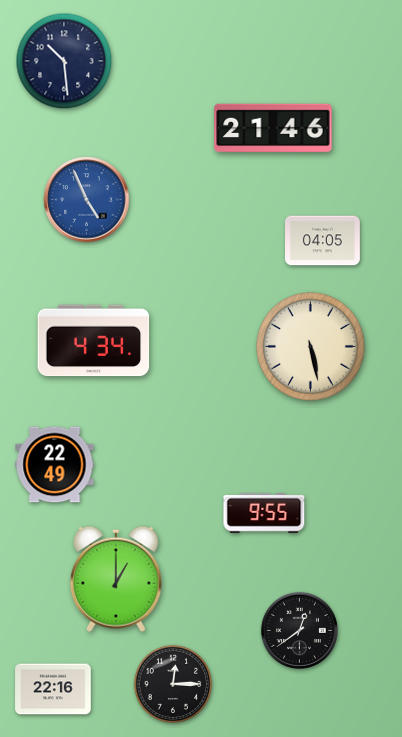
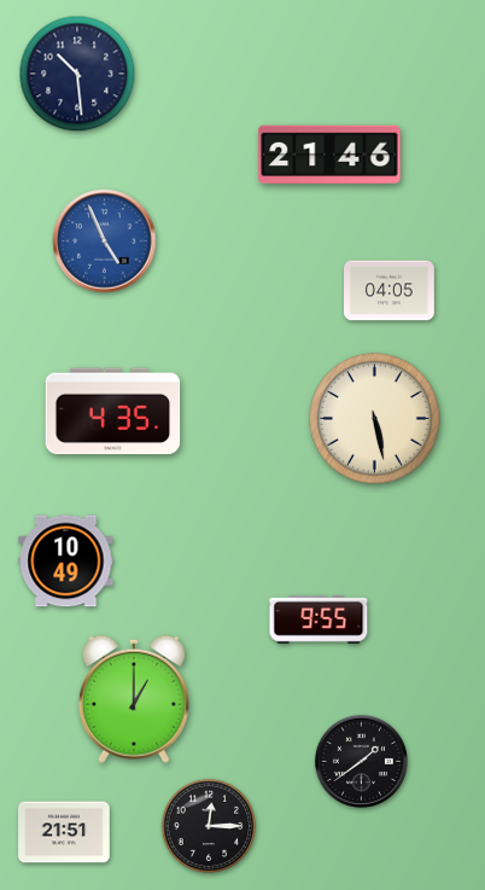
clock at (94, 341): 4:34 -> 4:35
clock at (55, 465): 22:49 -> 10:49
clock at (116, 579) position: (116, 579) -> (134, 699)
clock at (299, 630): 12:39 -> 1:39
clock at (53, 689): 22:16 -> 21:51
